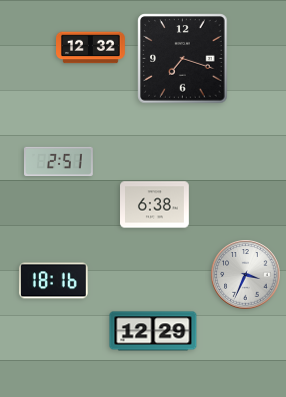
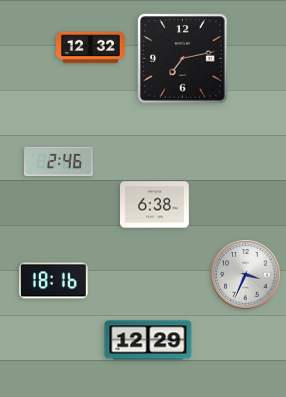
clock at (183, 59): 7:18 -> 7:13
clock at (59, 162): 2:51 -> 2:46
clock at (153, 331) position: (153, 331) -> (148, 340)
